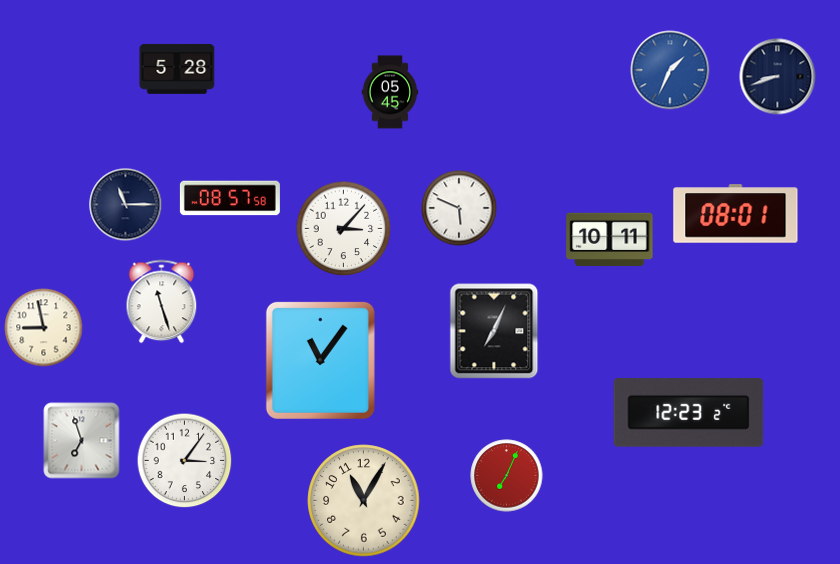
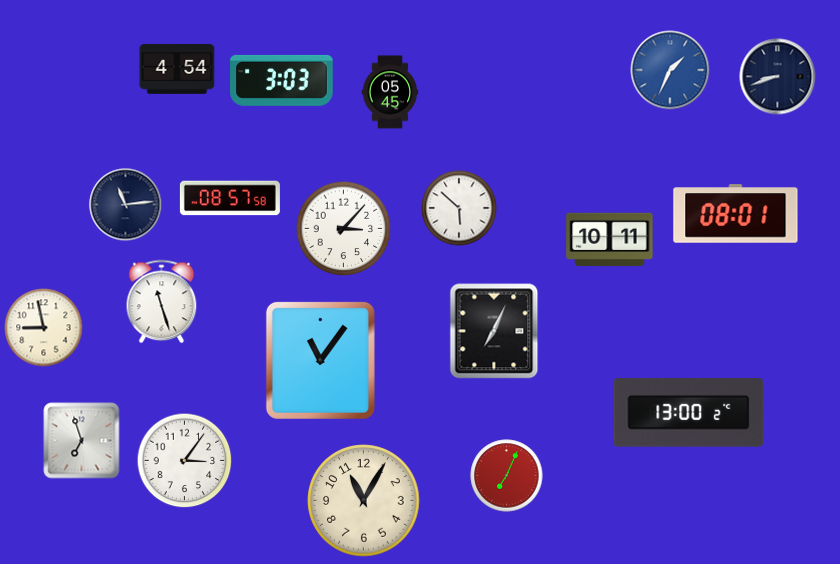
clock at (177, 69): 5:28 -> 4:54
clock at (282, 80): none -> 3:03
clock at (126, 205): 11:15 -> 11:14
clock at (459, 208): 5:49 -> 5:52
clock at (689, 413): 12:23 -> 13:00
